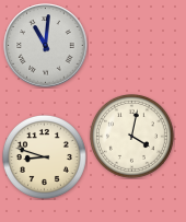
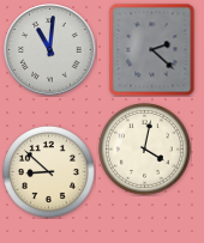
clock at (152, 49): none -> 2:22
clock at (44, 156): 8:48 -> 8:52
